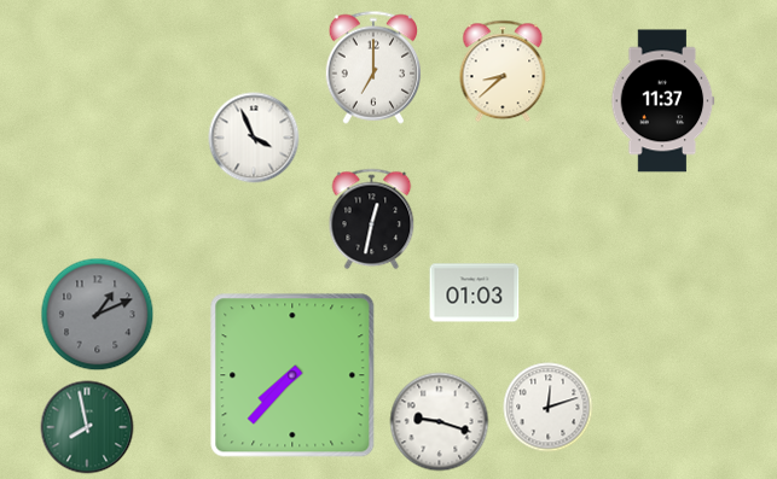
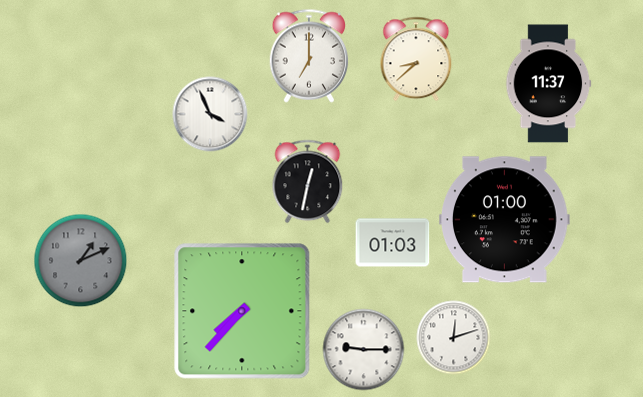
clock at (505, 220): none -> 01:00
clock at (440, 422): 9:18 -> 9:15
clock at (87, 427): 7:58 -> none
